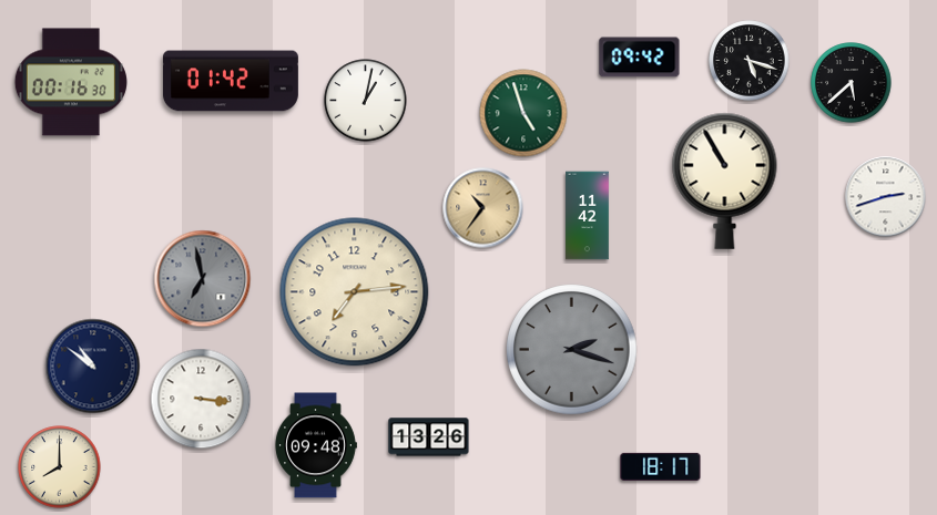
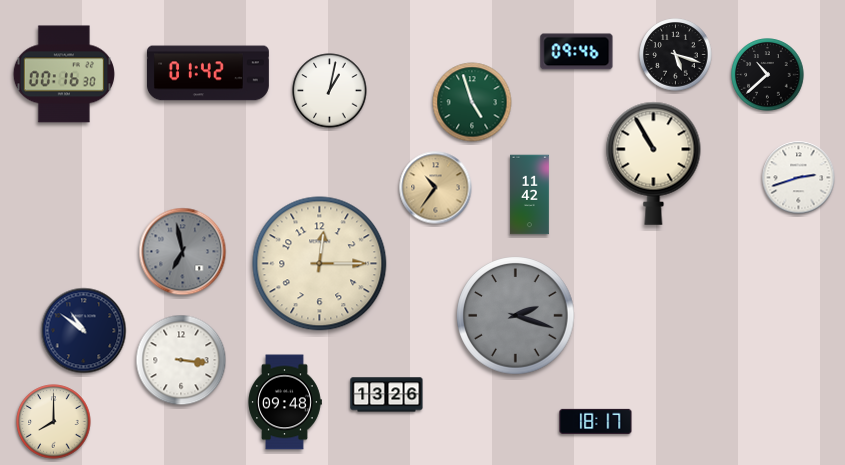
clock at (640, 58): 09:42 -> 09:46
clock at (852, 83): 5:38 -> 10:38
clock at (355, 292): 7:14 -> 12:15
